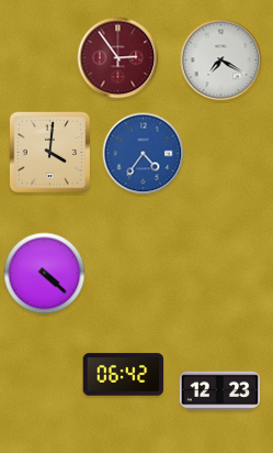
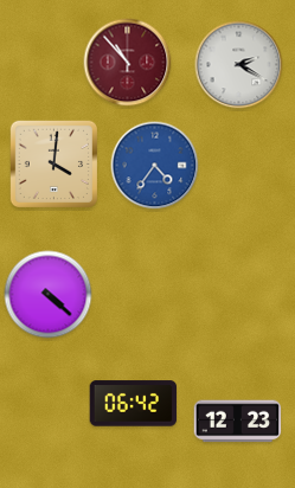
clock at (118, 58): 2:54 -> 10:53
clock at (221, 60): 7:20 -> 2:20
